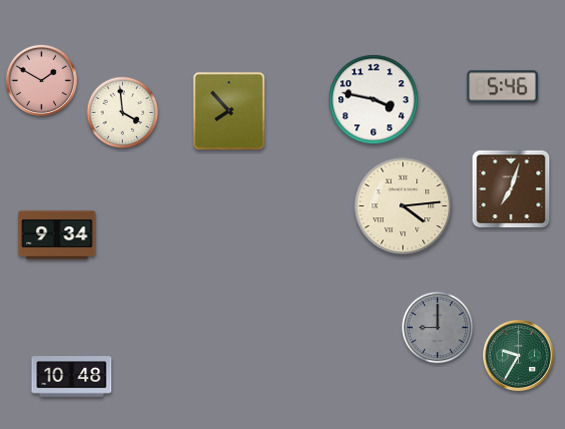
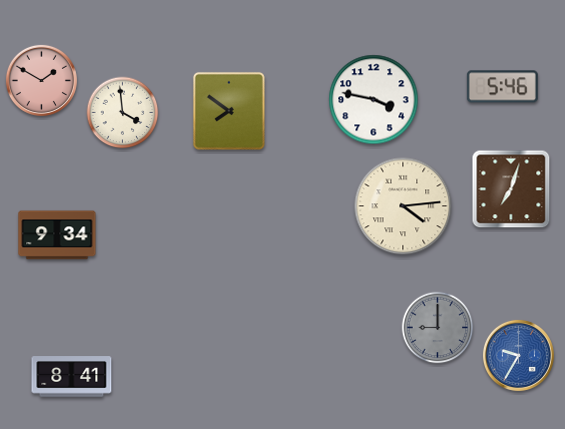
clock at (229, 111): 7:53 -> 7:51
clock at (518, 355) dial: green -> blue
clock at (72, 377): 10:48 -> 8:41
